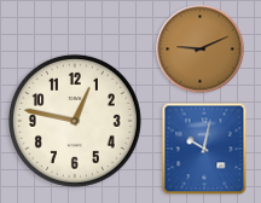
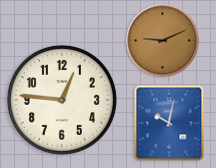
clock at (201, 50) position: (201, 50) -> (163, 41)
clock at (75, 121): 12:47 -> 12:46
